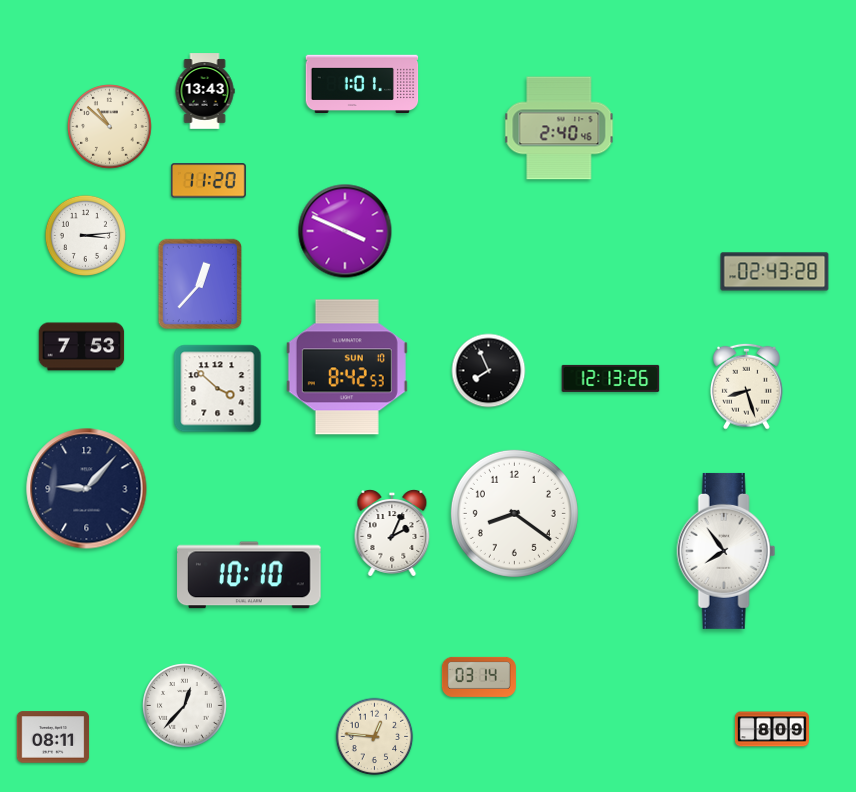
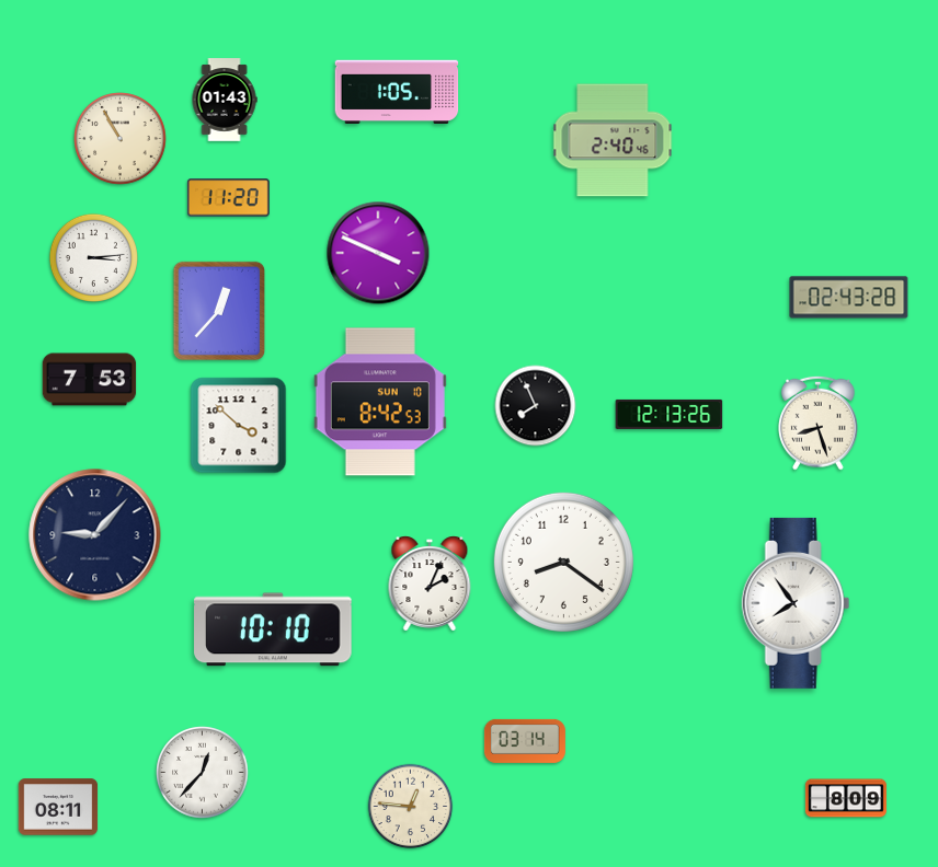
clock at (362, 83): 1:01 -> 1:05
clock at (205, 91): 13:43 -> 01:43
clock at (110, 127): 10:52 -> 10:55
